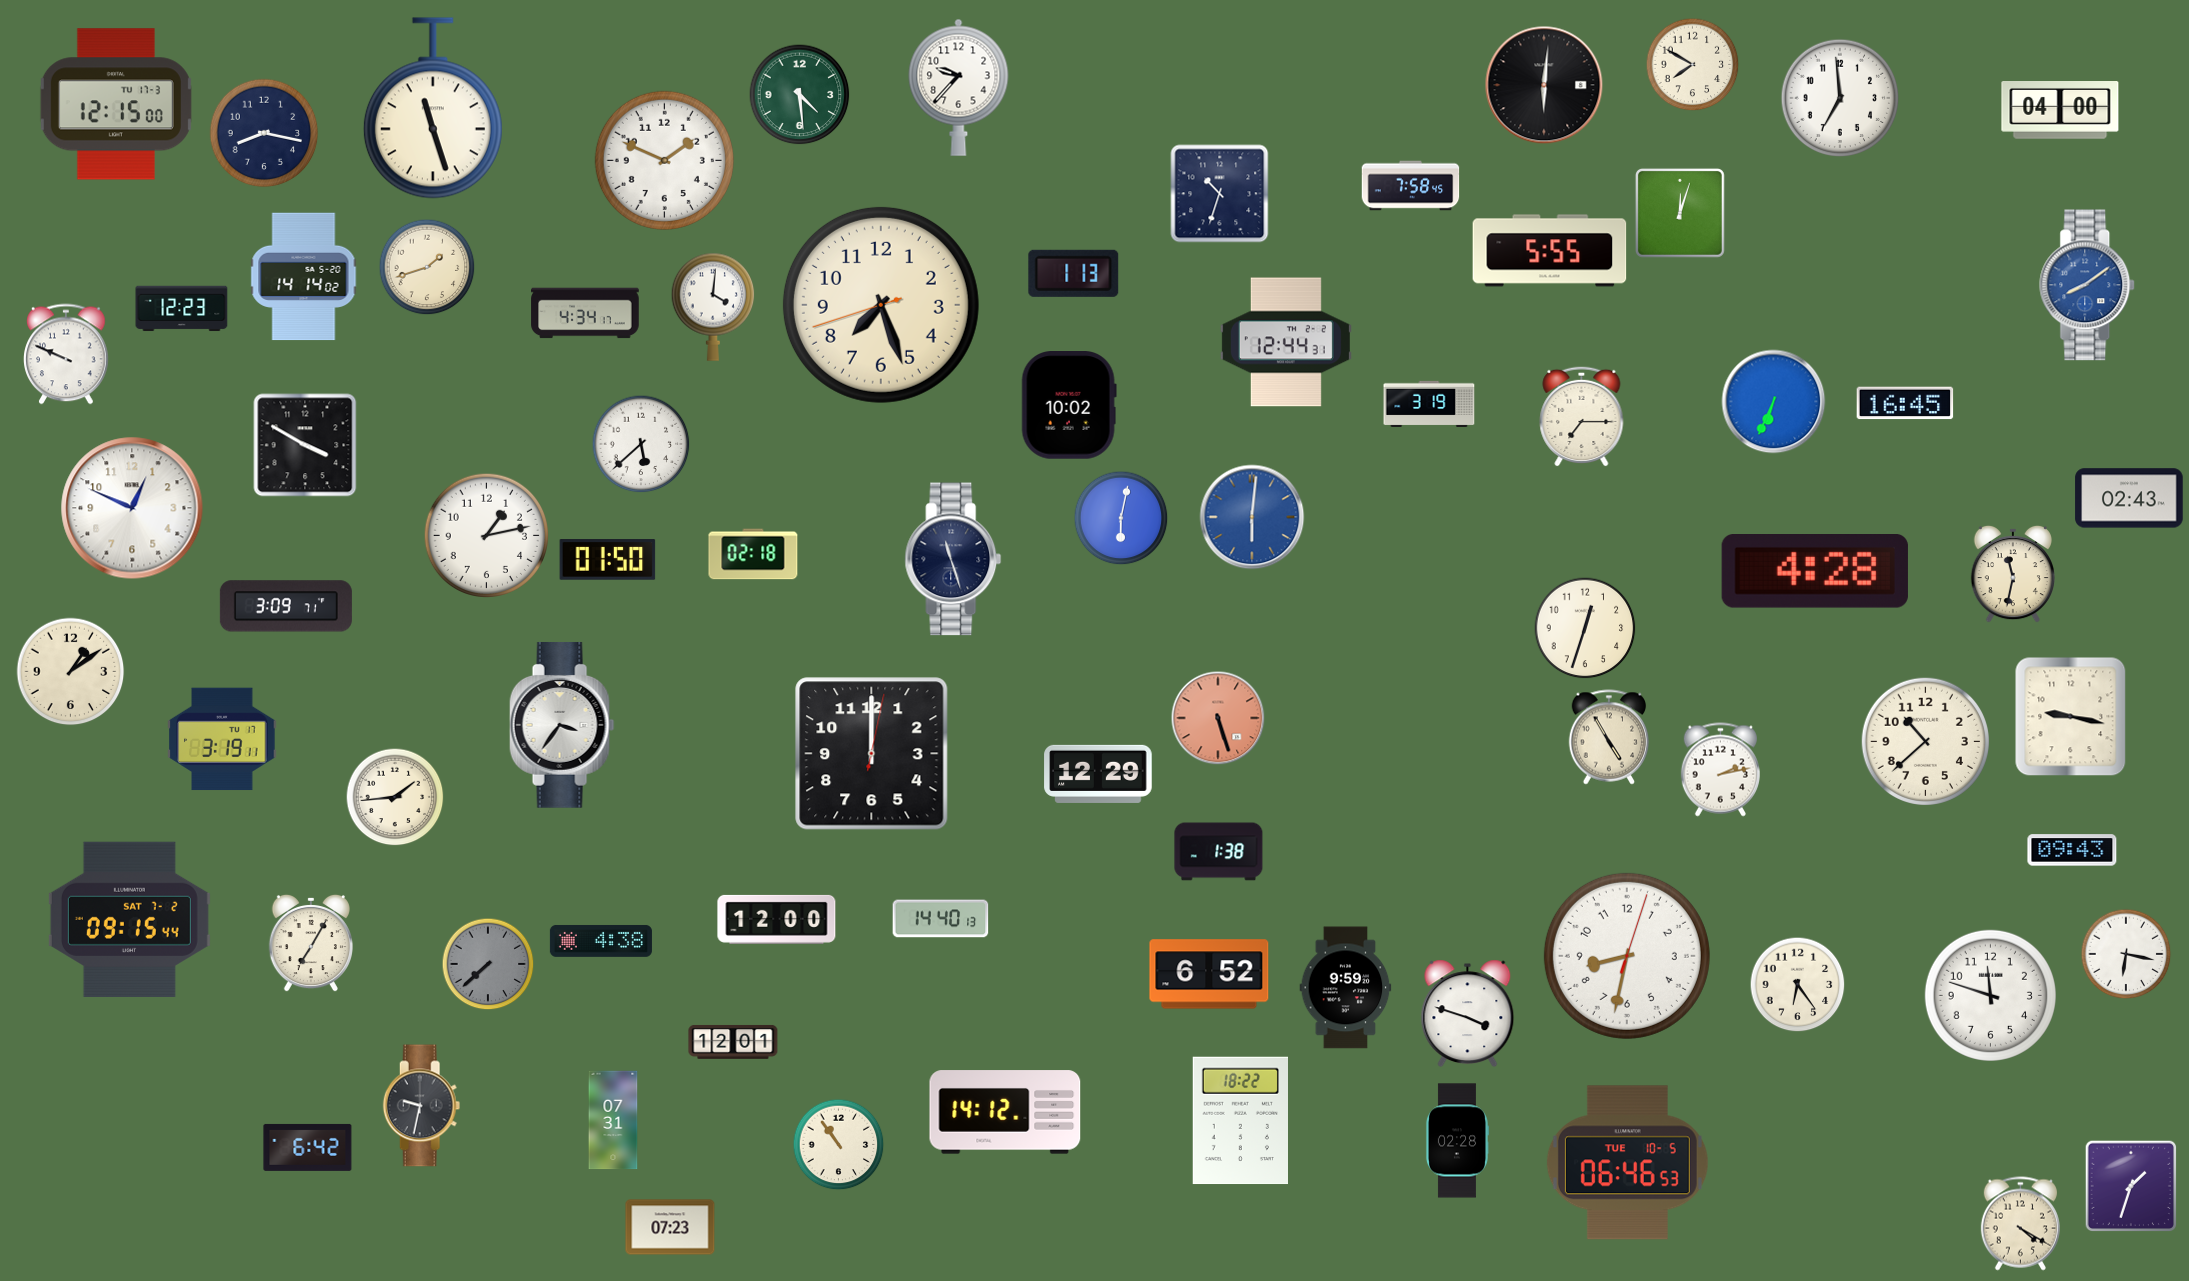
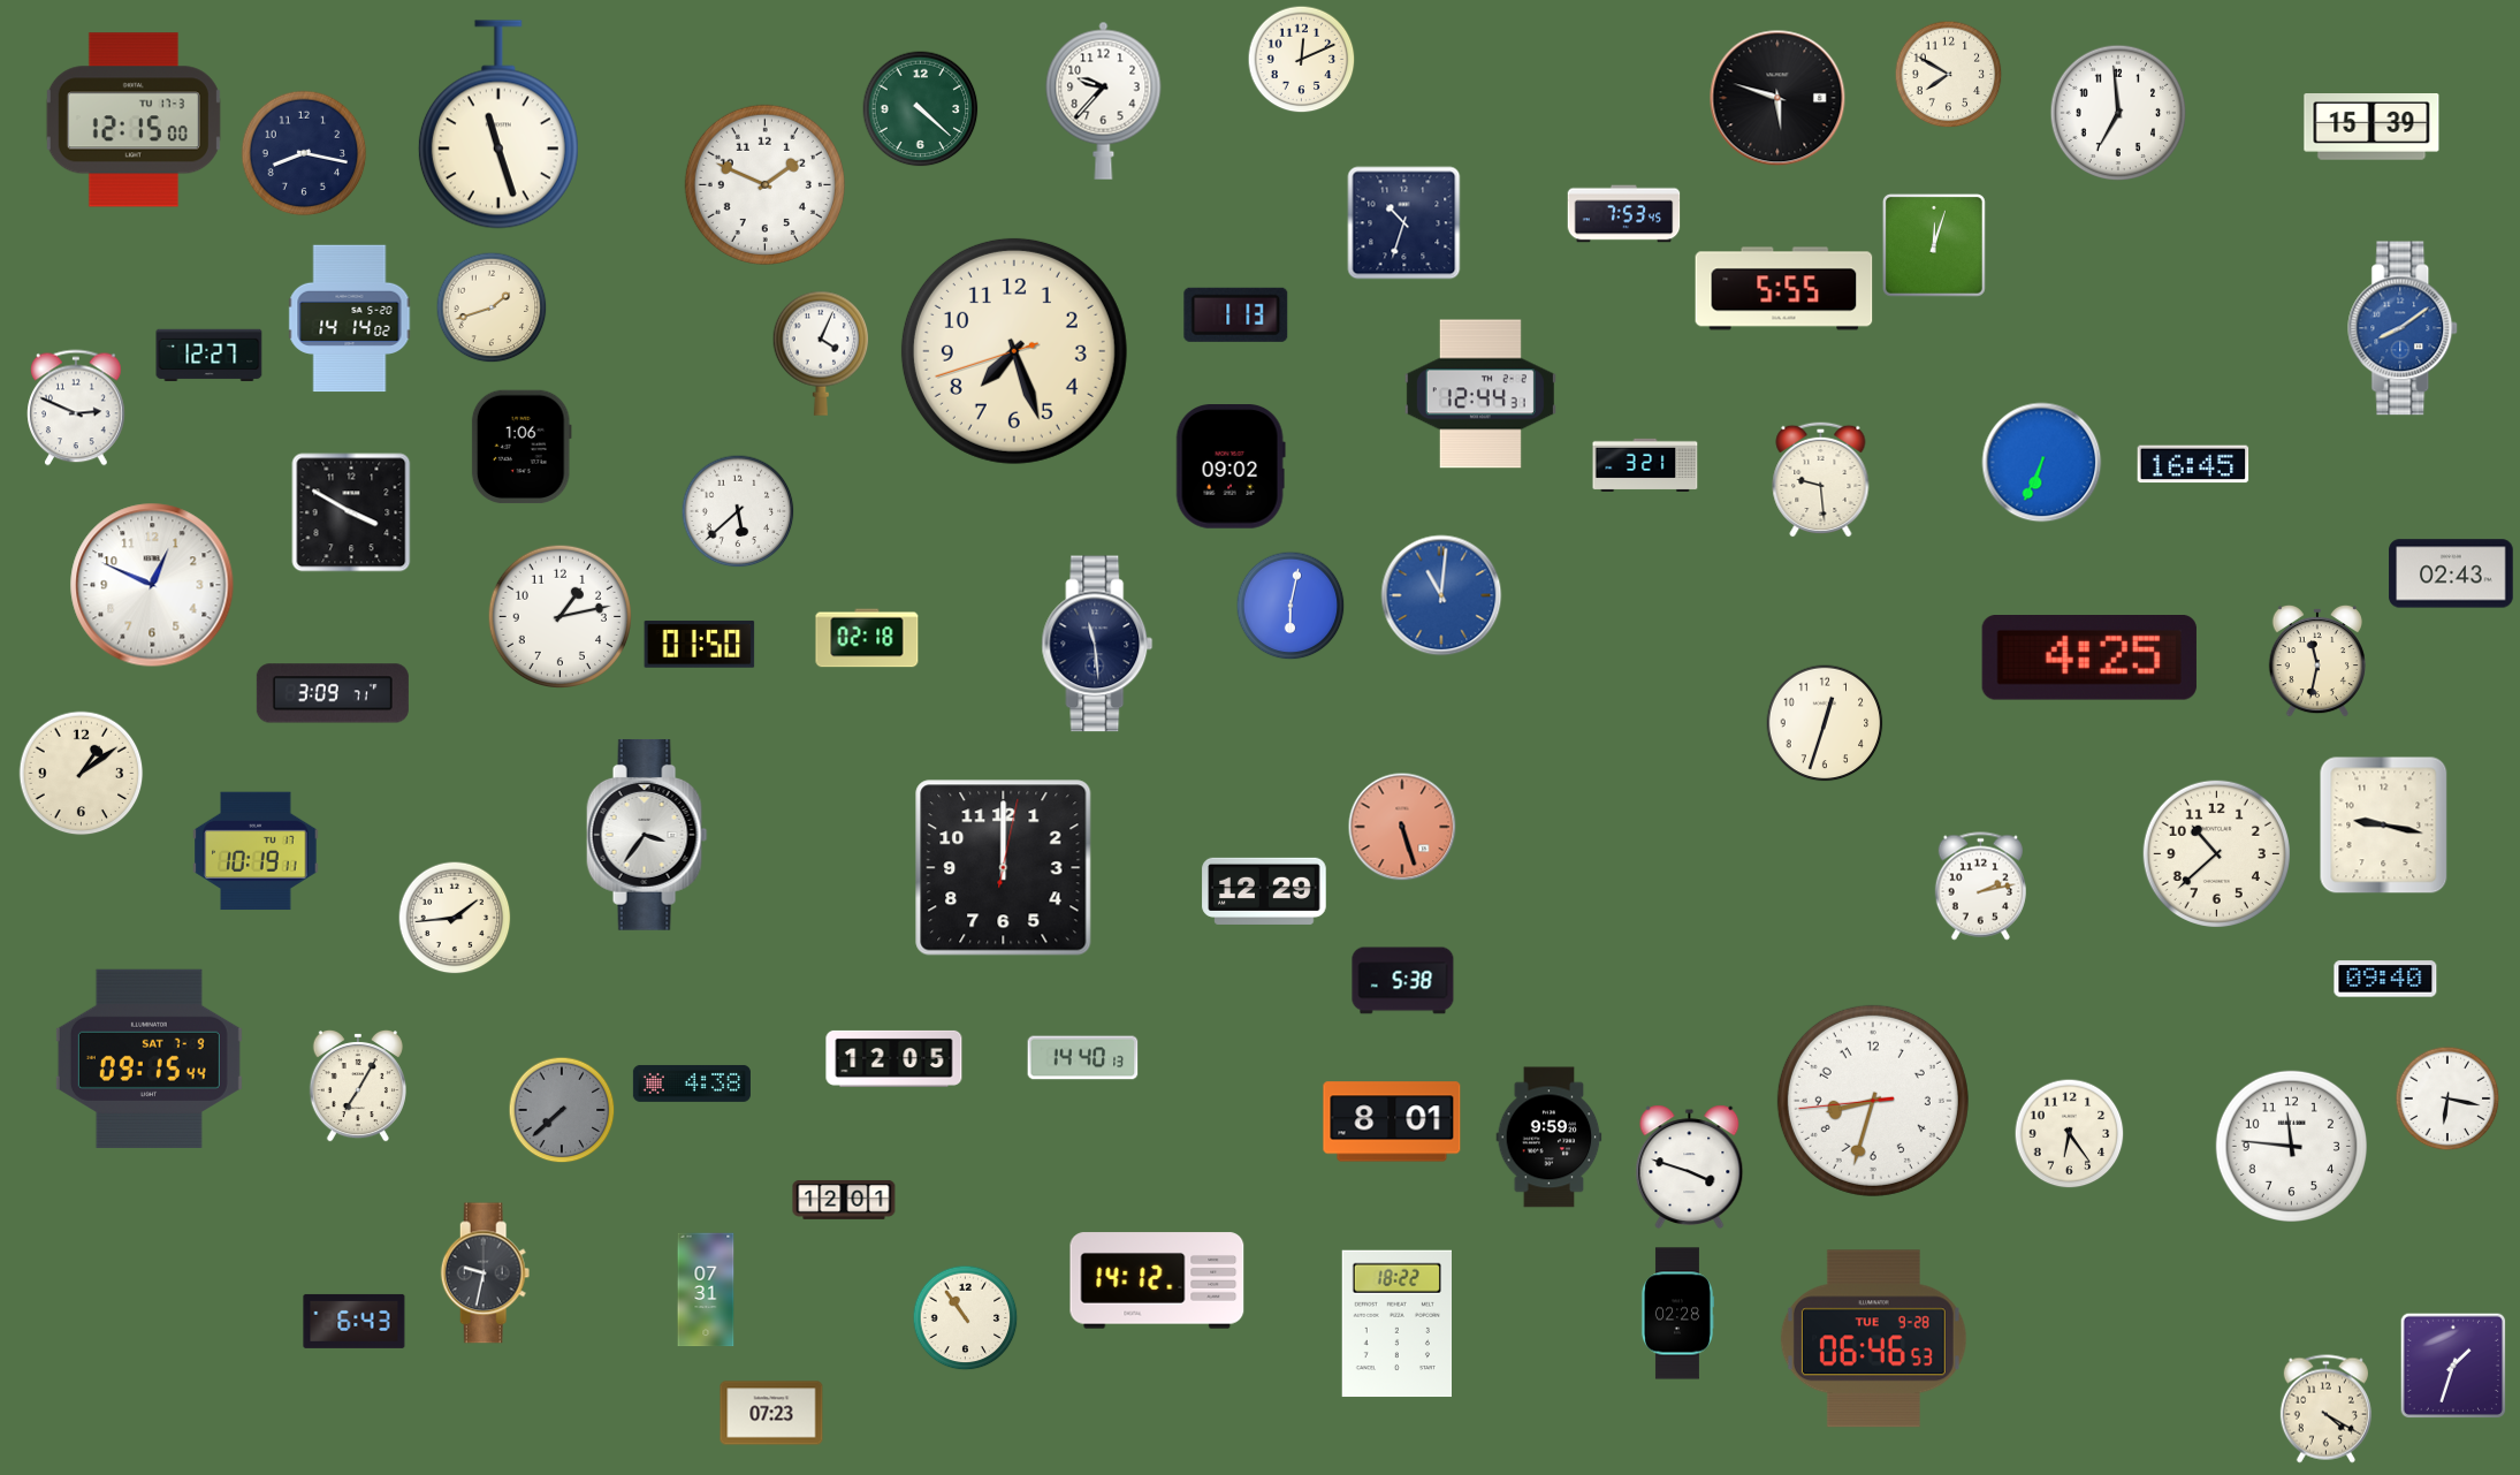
clock at (1302, 60): none -> 12:11
clock at (1544, 85): 6:01 -> 5:48
clock at (800, 95): 4:29 -> 4:22
clock at (2060, 111): 04:00 -> 15:39
clock at (1411, 186): 7:58 -> 7:53
clock at (713, 307): 4:01 -> 4:04
clock at (182, 309): 12:23 -> 12:27
clock at (585, 313): 4:34 -> none
clock at (67, 354): 9:49 -> 2:49
clock at (521, 447): none -> 1:06
clock at (1429, 403): 3:19 -> 3:21
clock at (1069, 406): 10:02 -> 09:02
clock at (1582, 416): 7:15 -> 9:29
clock at (1252, 517): 6:01 -> 11:01
clock at (1121, 518) position: (1121, 518) -> (1291, 606)
clock at (953, 559): 11:27 -> 11:29
clock at (1815, 572): 4:28 -> 4:25
clock at (286, 606) position: (286, 606) -> (333, 693)
clock at (1609, 737): 4:55 -> none
clock at (222, 739): 3:19 -> 10:19
clock at (2072, 850): 09:43 -> 09:40
clock at (1219, 852): 1:38 -> 5:38
clock at (129, 919) date: SAT 7-2 -> SAT 7-9
clock at (777, 919): 12:00 -> 12:05
clock at (1627, 956): 8:32:03 -> 8:32:44
clock at (1209, 974): 6:52 -> 8:01
clock at (1990, 995): 11:48 -> 11:46
clock at (1240, 1121) position: (1240, 1121) -> (1396, 1324)
clock at (308, 1147): 6:42 -> 6:43
clock at (1627, 1163) date: TUE 10-5 -> TUE 9-28
